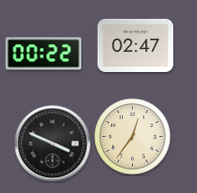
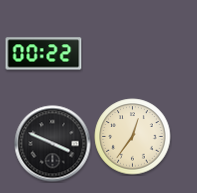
clock at (136, 45): 02:47 -> none
